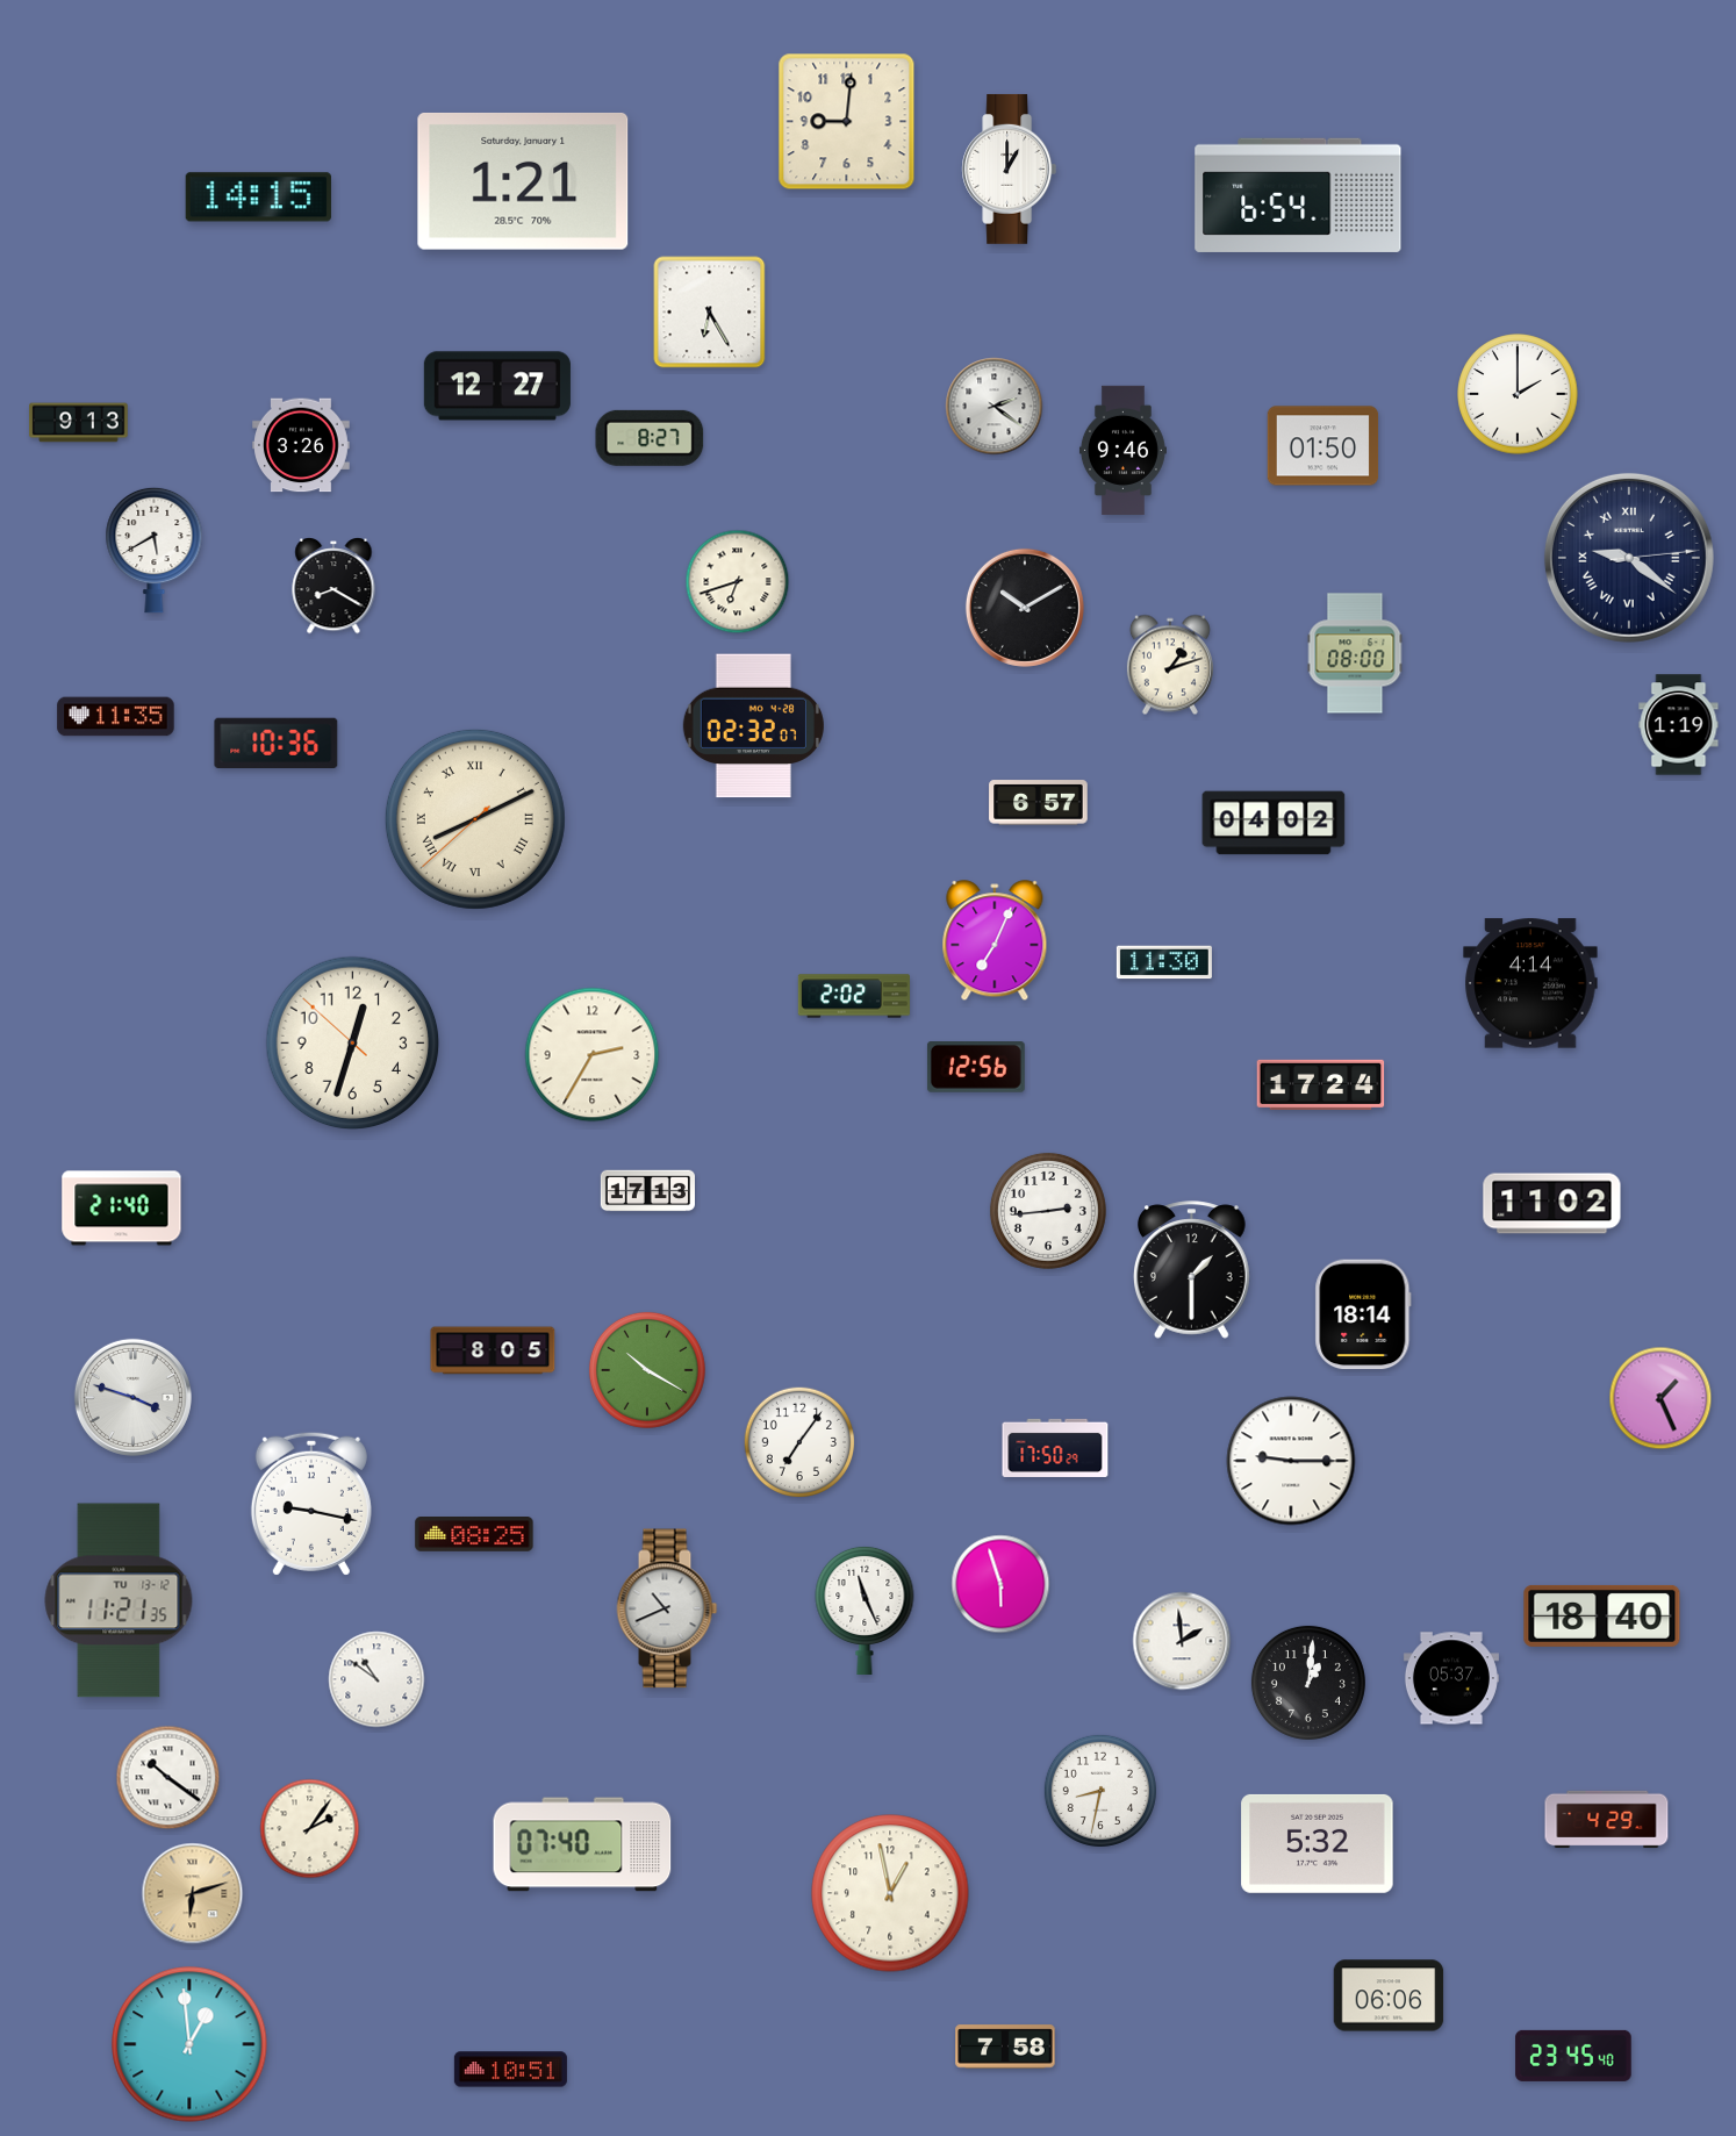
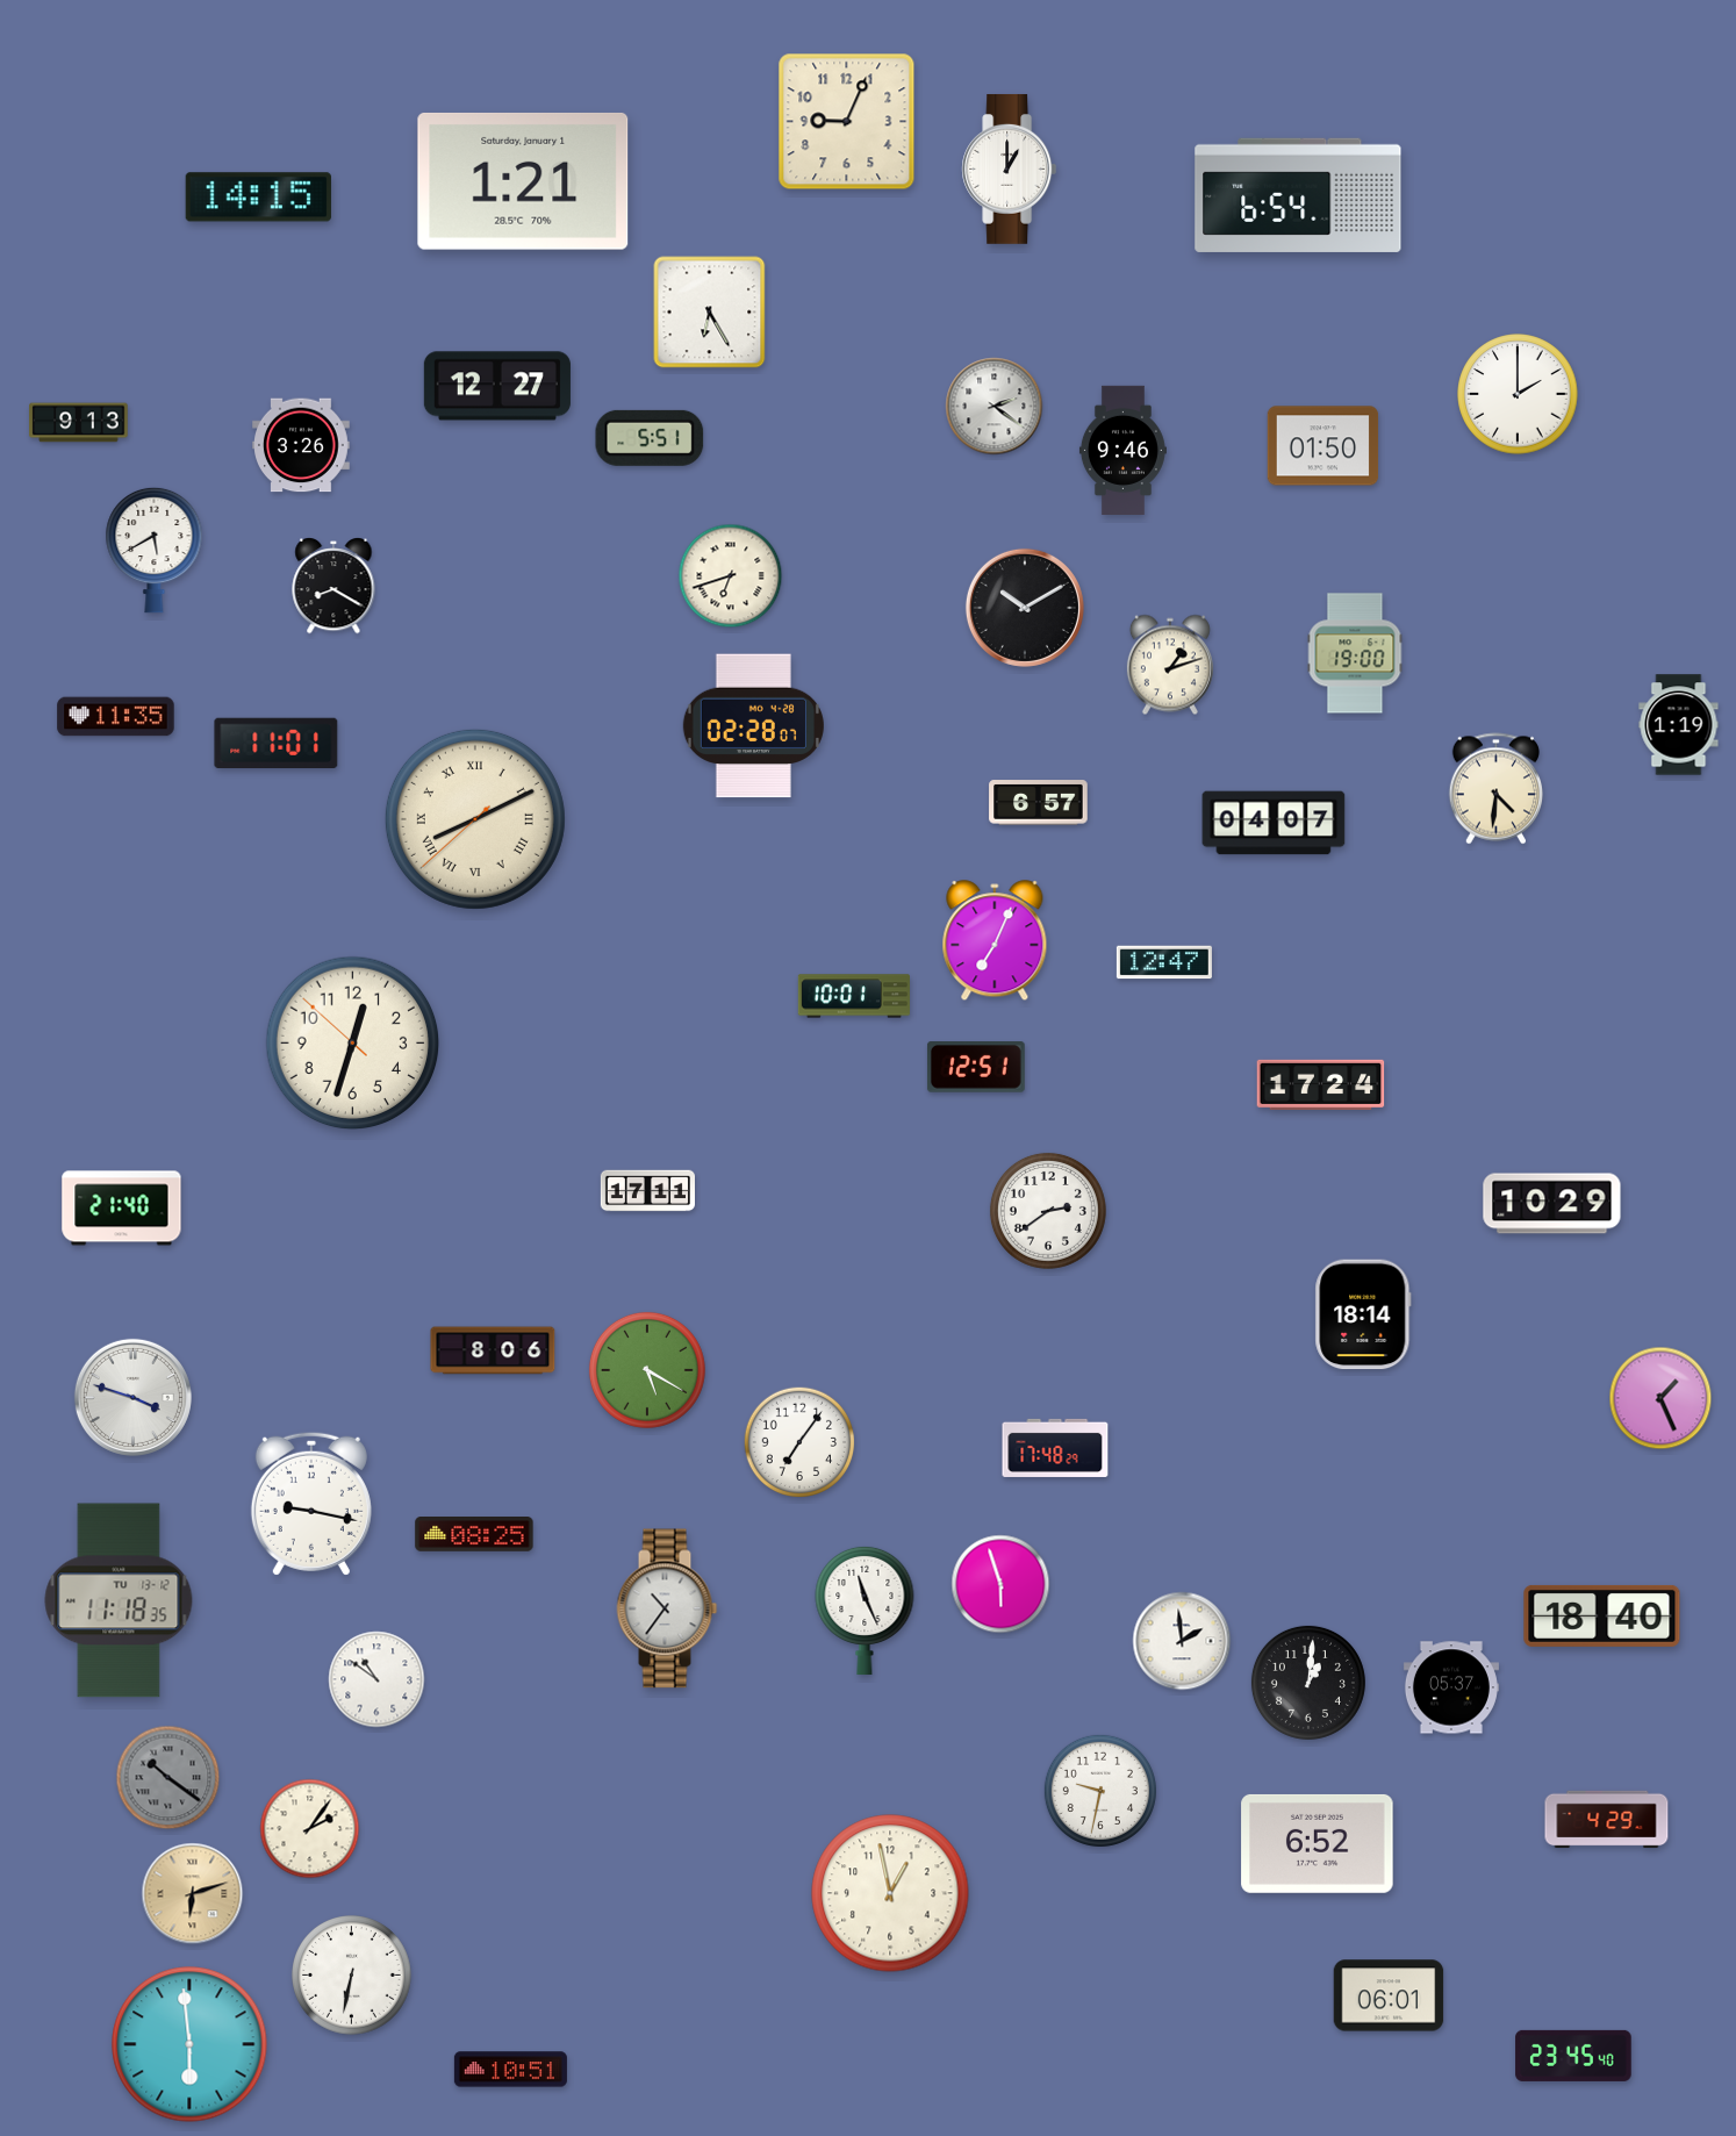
clock at (847, 122): 9:01 -> 9:04
clock at (650, 438): 8:27 -> 5:51
clock at (1629, 558): 9:21 -> none
clock at (738, 582) position: (738, 582) -> (731, 576)
clock at (1355, 653): 08:00 -> 19:00
clock at (753, 726): 02:32 -> 02:28
clock at (277, 744): 10:36 -> 11:01
clock at (1495, 789): none -> 4:31
clock at (1274, 823): 04:02 -> 04:07
clock at (1164, 962): 11:30 -> 12:47
clock at (1530, 983): 4:14 -> none
clock at (854, 996): 2:02 -> 10:01
clock at (593, 1055): 2:35 -> none
clock at (976, 1067): 12:56 -> 12:51
clock at (647, 1191): 17:13 -> 17:11
clock at (1552, 1204): 11:02 -> 10:29
clock at (1048, 1211): 2:44 -> 2:39
clock at (1192, 1270): 1:30 -> none
clock at (493, 1350): 8:05 -> 8:06
clock at (647, 1370): 10:20 -> 5:20
clock at (1055, 1448): 17:50 -> 17:48
clock at (1291, 1461): 9:15 -> none
clock at (119, 1600): 11:21 -> 11:18
clock at (667, 1608): 10:41 -> 10:36
clock at (1451, 1678) position: (1451, 1678) -> (1451, 1687)
clock at (168, 1778) dial: white -> grey
clock at (1100, 1791): 8:32 -> 9:32
clock at (1318, 1843): 5:32 -> 6:52
clock at (582, 1844): 07:40 -> none
clock at (352, 1976): none -> 6:32
clock at (1389, 1995): 06:06 -> 06:01
clock at (189, 2044): 12:59 -> 5:59
clock at (1005, 2047): 7:58 -> none
